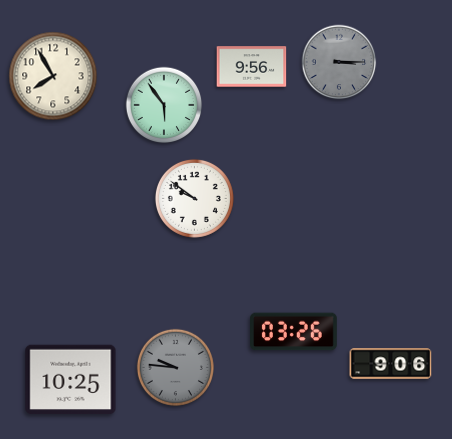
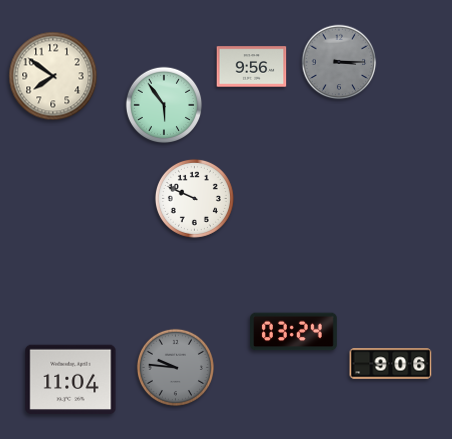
clock at (53, 76): 7:55 -> 7:51
clock at (194, 198): 9:51 -> 9:49
clock at (294, 332): 03:26 -> 03:24
clock at (71, 380): 10:25 -> 11:04
